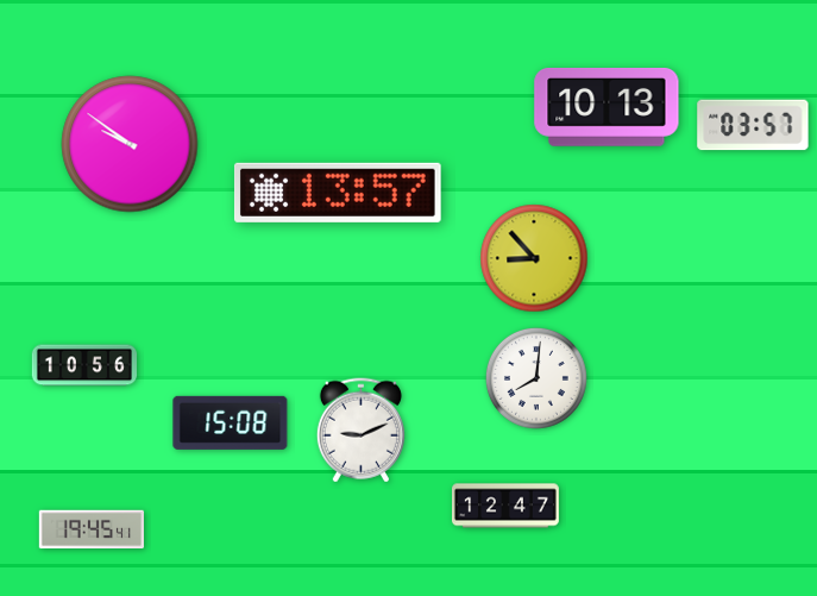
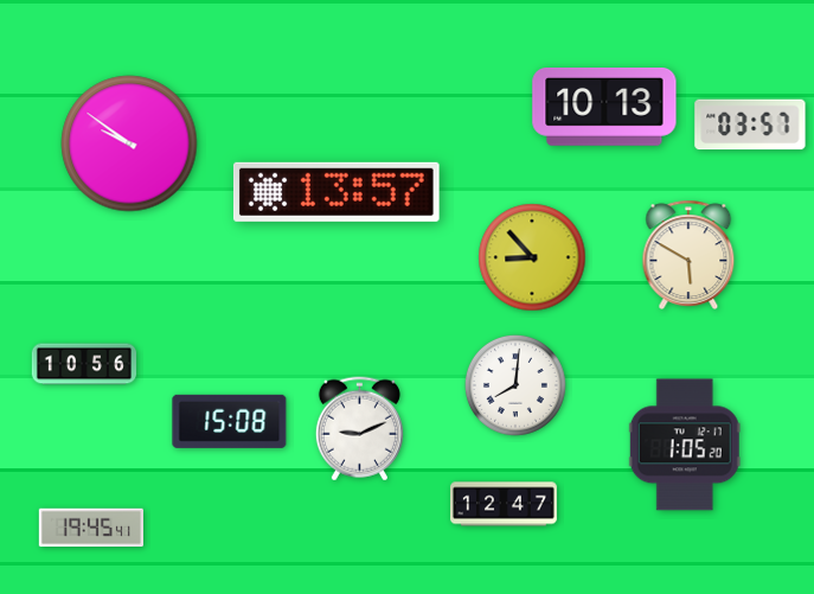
clock at (688, 254): none -> 5:50
clock at (536, 378) position: (536, 378) -> (515, 385)
clock at (685, 445): none -> 1:05
